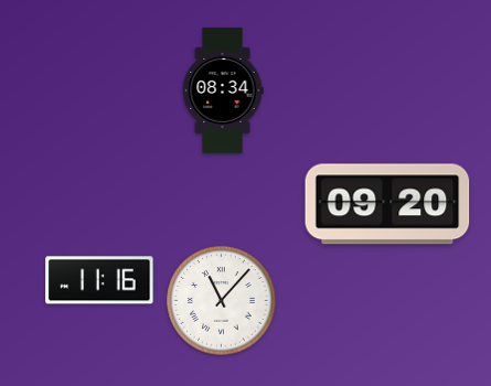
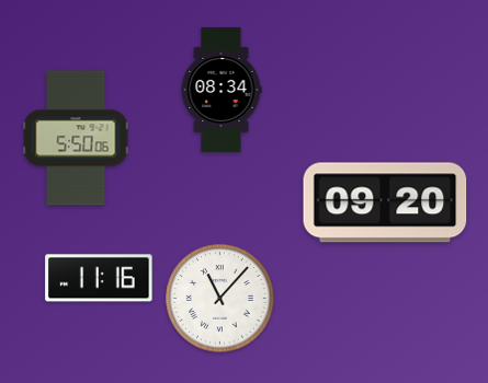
clock at (76, 138): none -> 5:50
